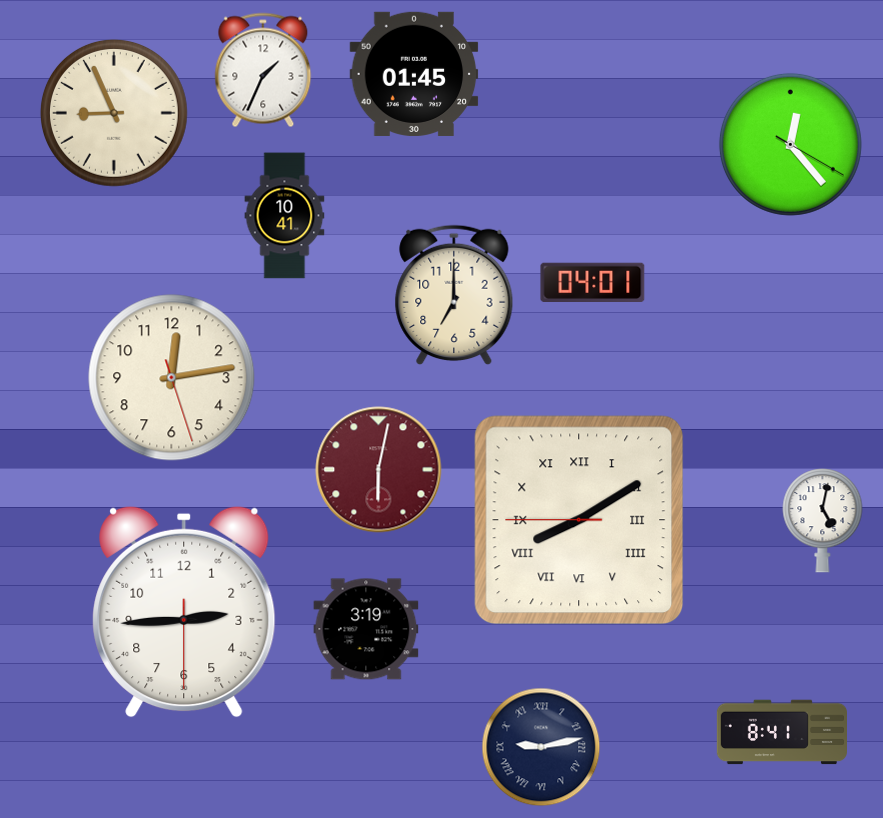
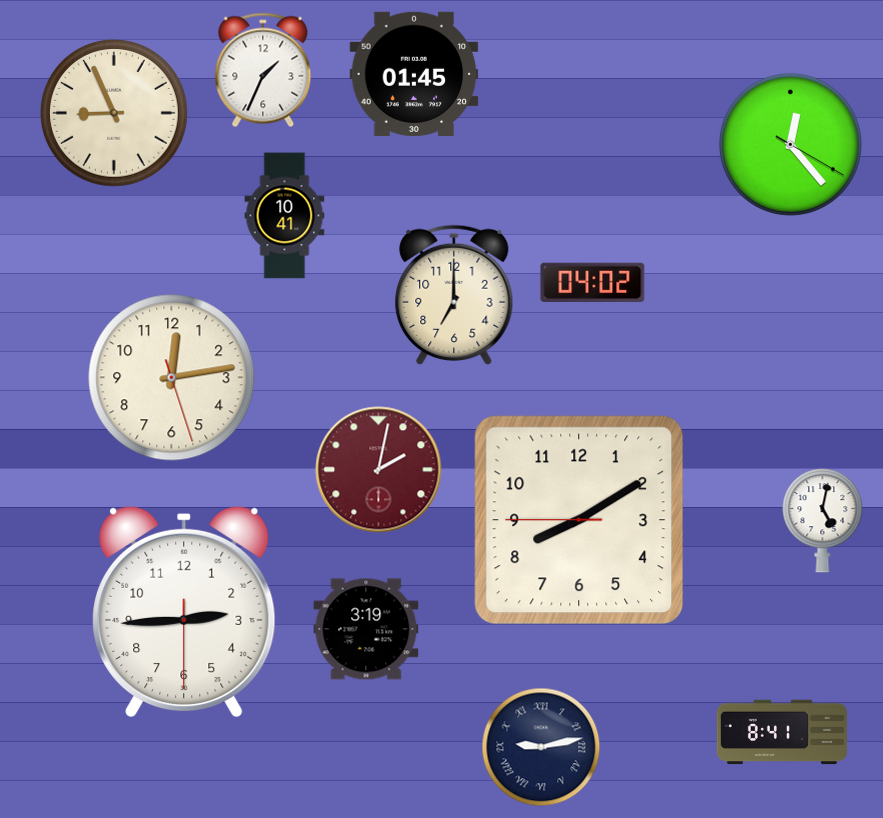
clock at (593, 283): 04:01 -> 04:02
clock at (379, 470): 6:02 -> 2:02
clock at (579, 520) numerals: Roman -> Arabic
